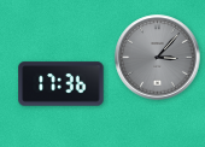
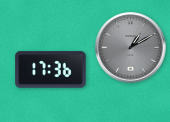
clock at (158, 58): 3:07 -> 1:10
